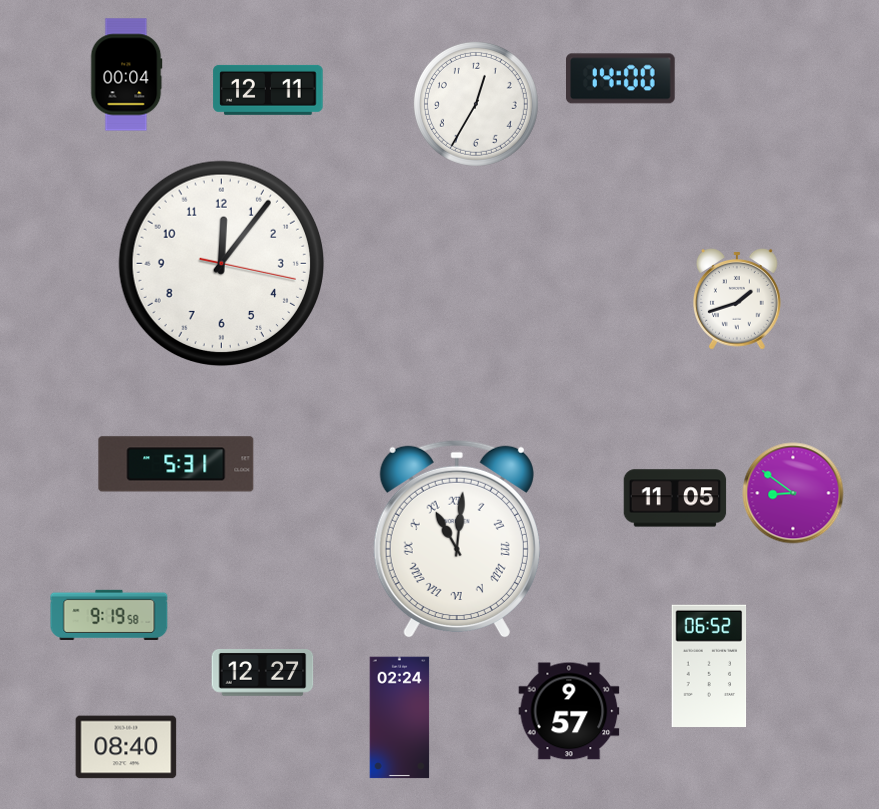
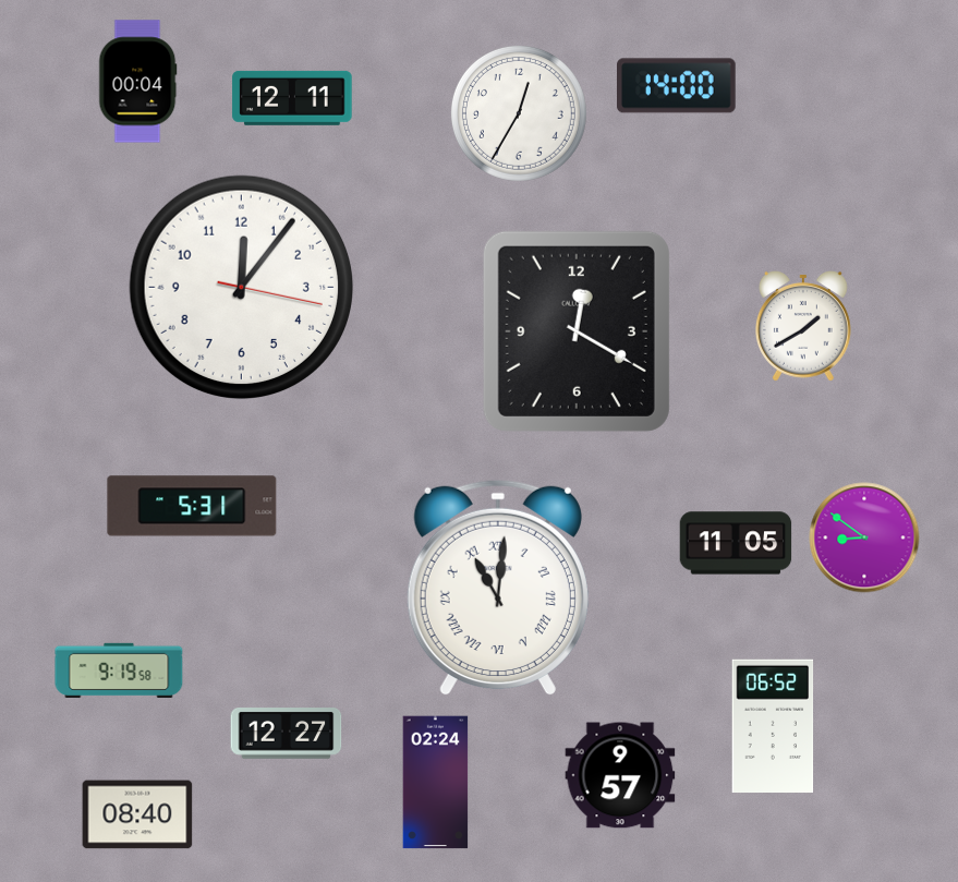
clock at (737, 300): 1:42 -> 1:40
clock at (577, 331): none -> 12:20
